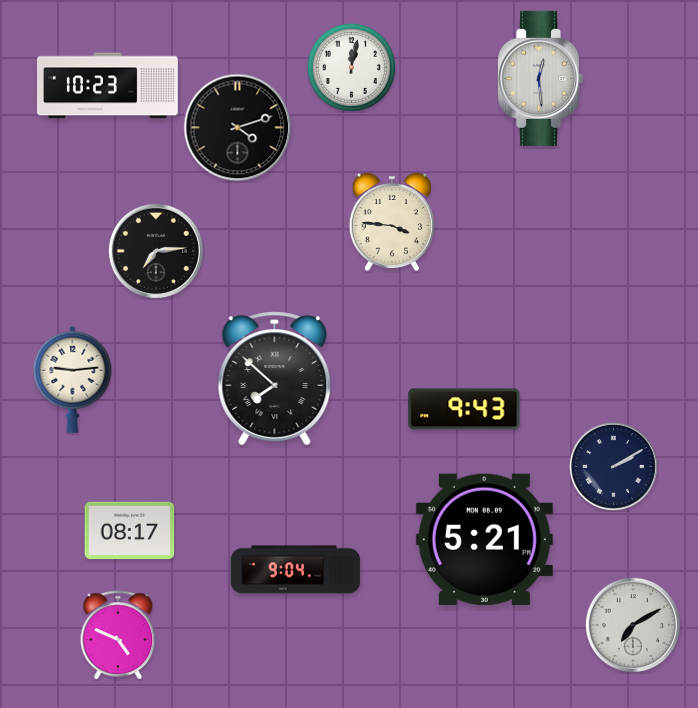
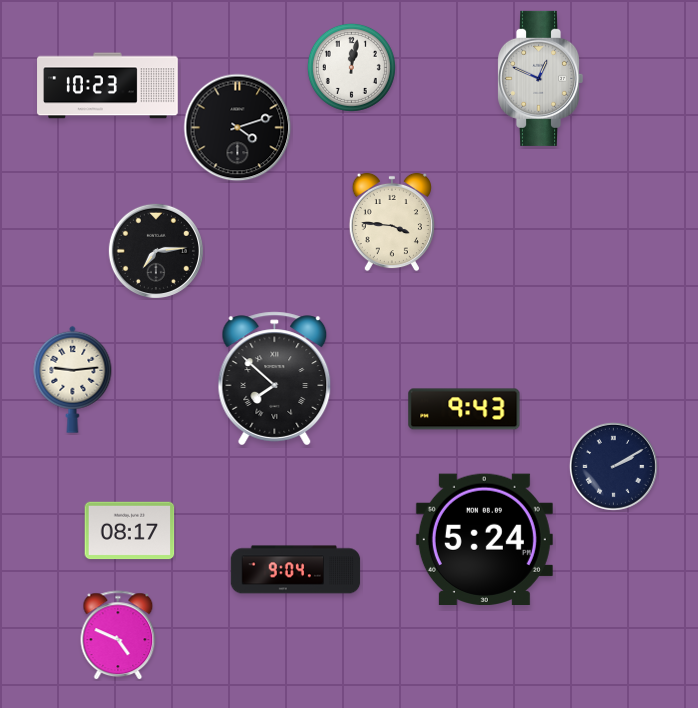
clock at (541, 78): 12:29 -> 12:49
clock at (484, 539): 5:21 -> 5:24
clock at (633, 625): 7:10 -> none
